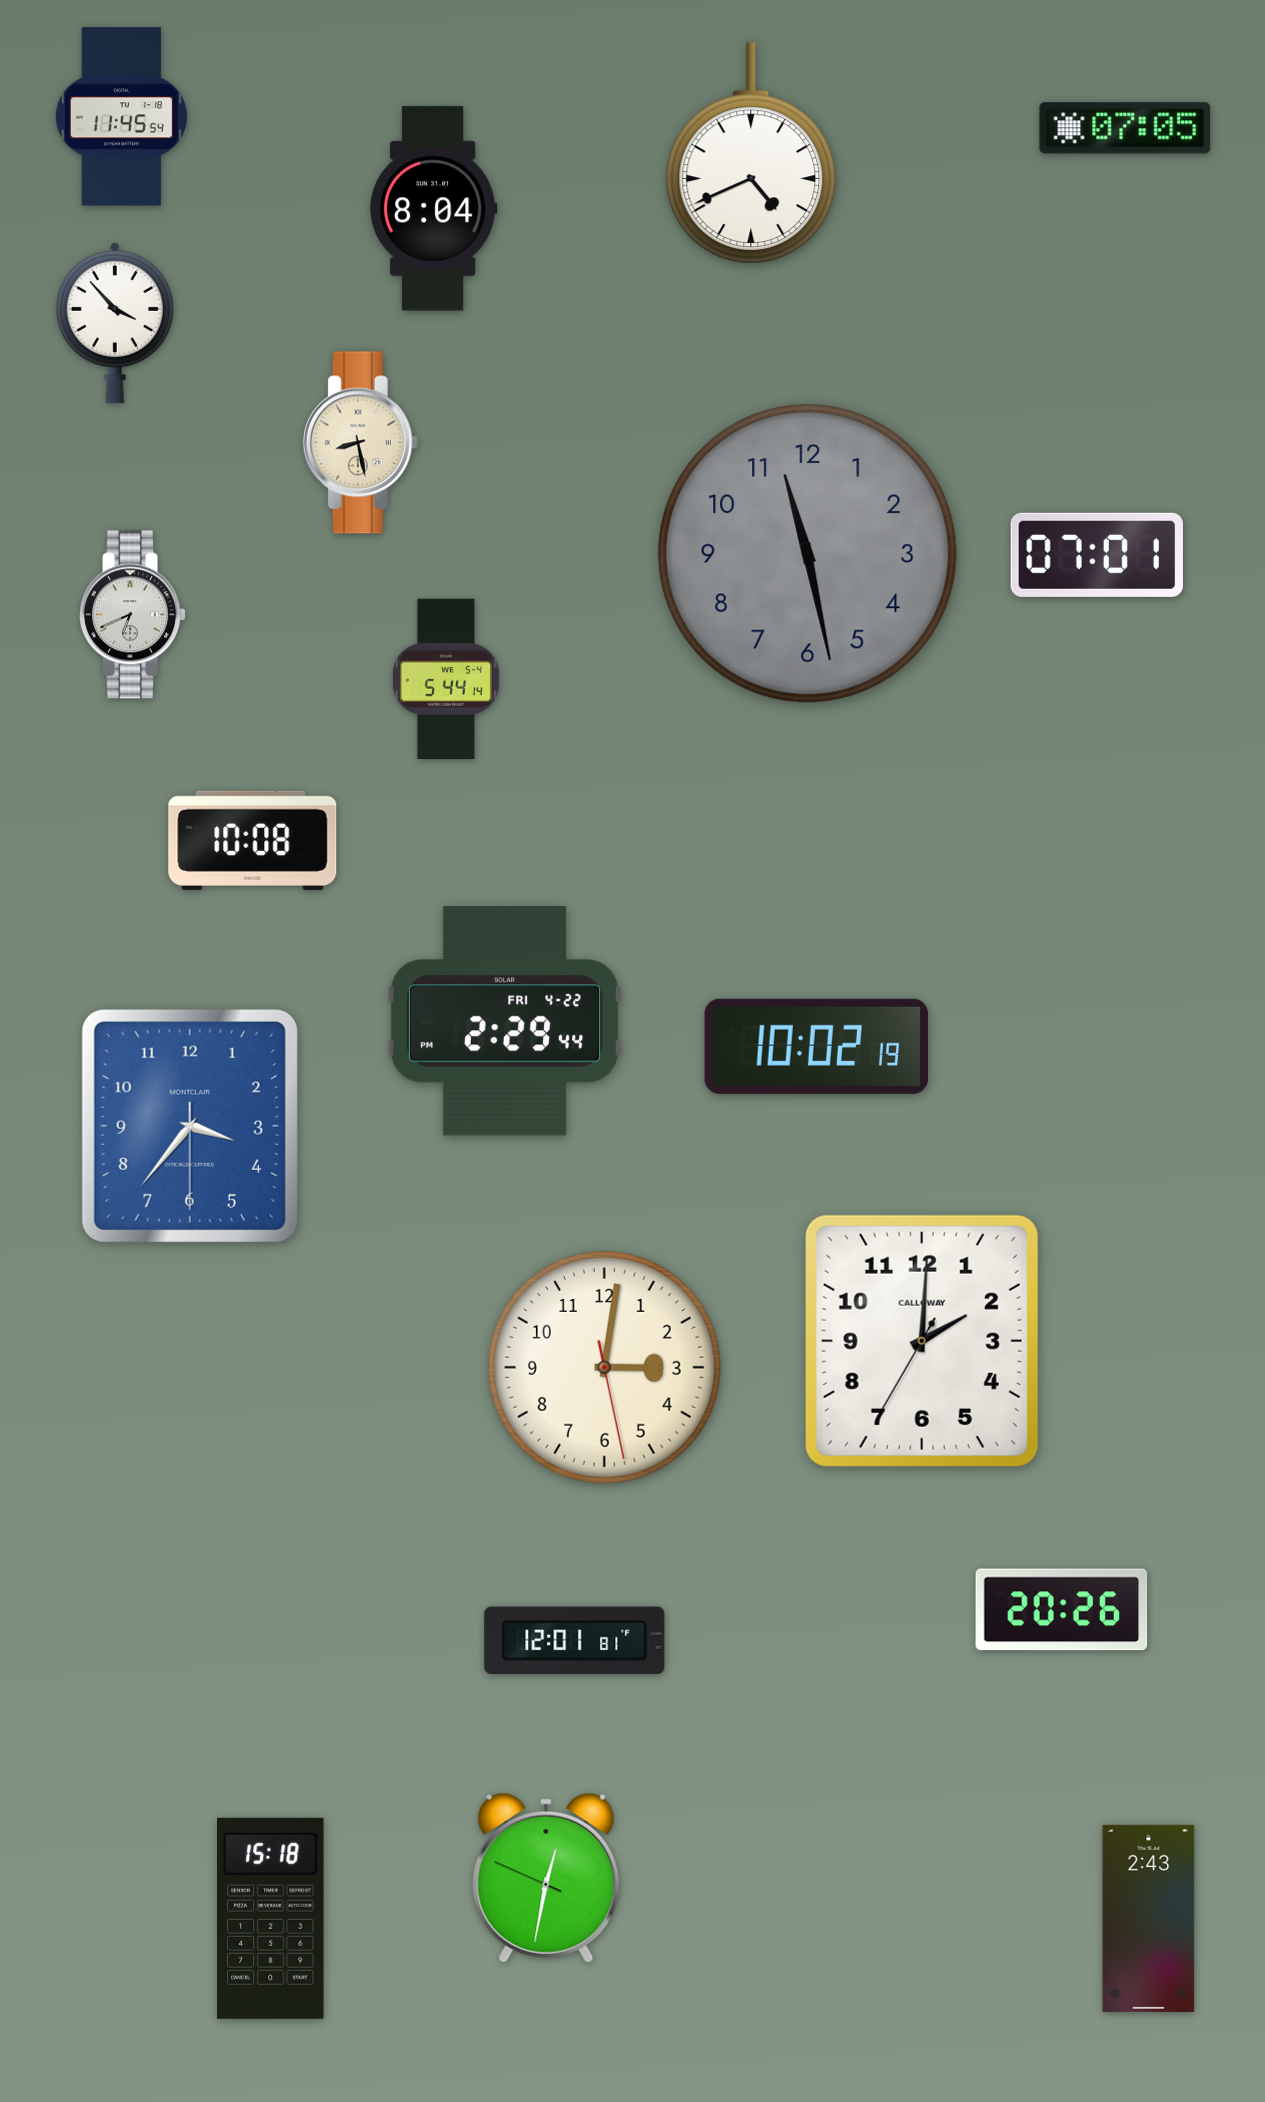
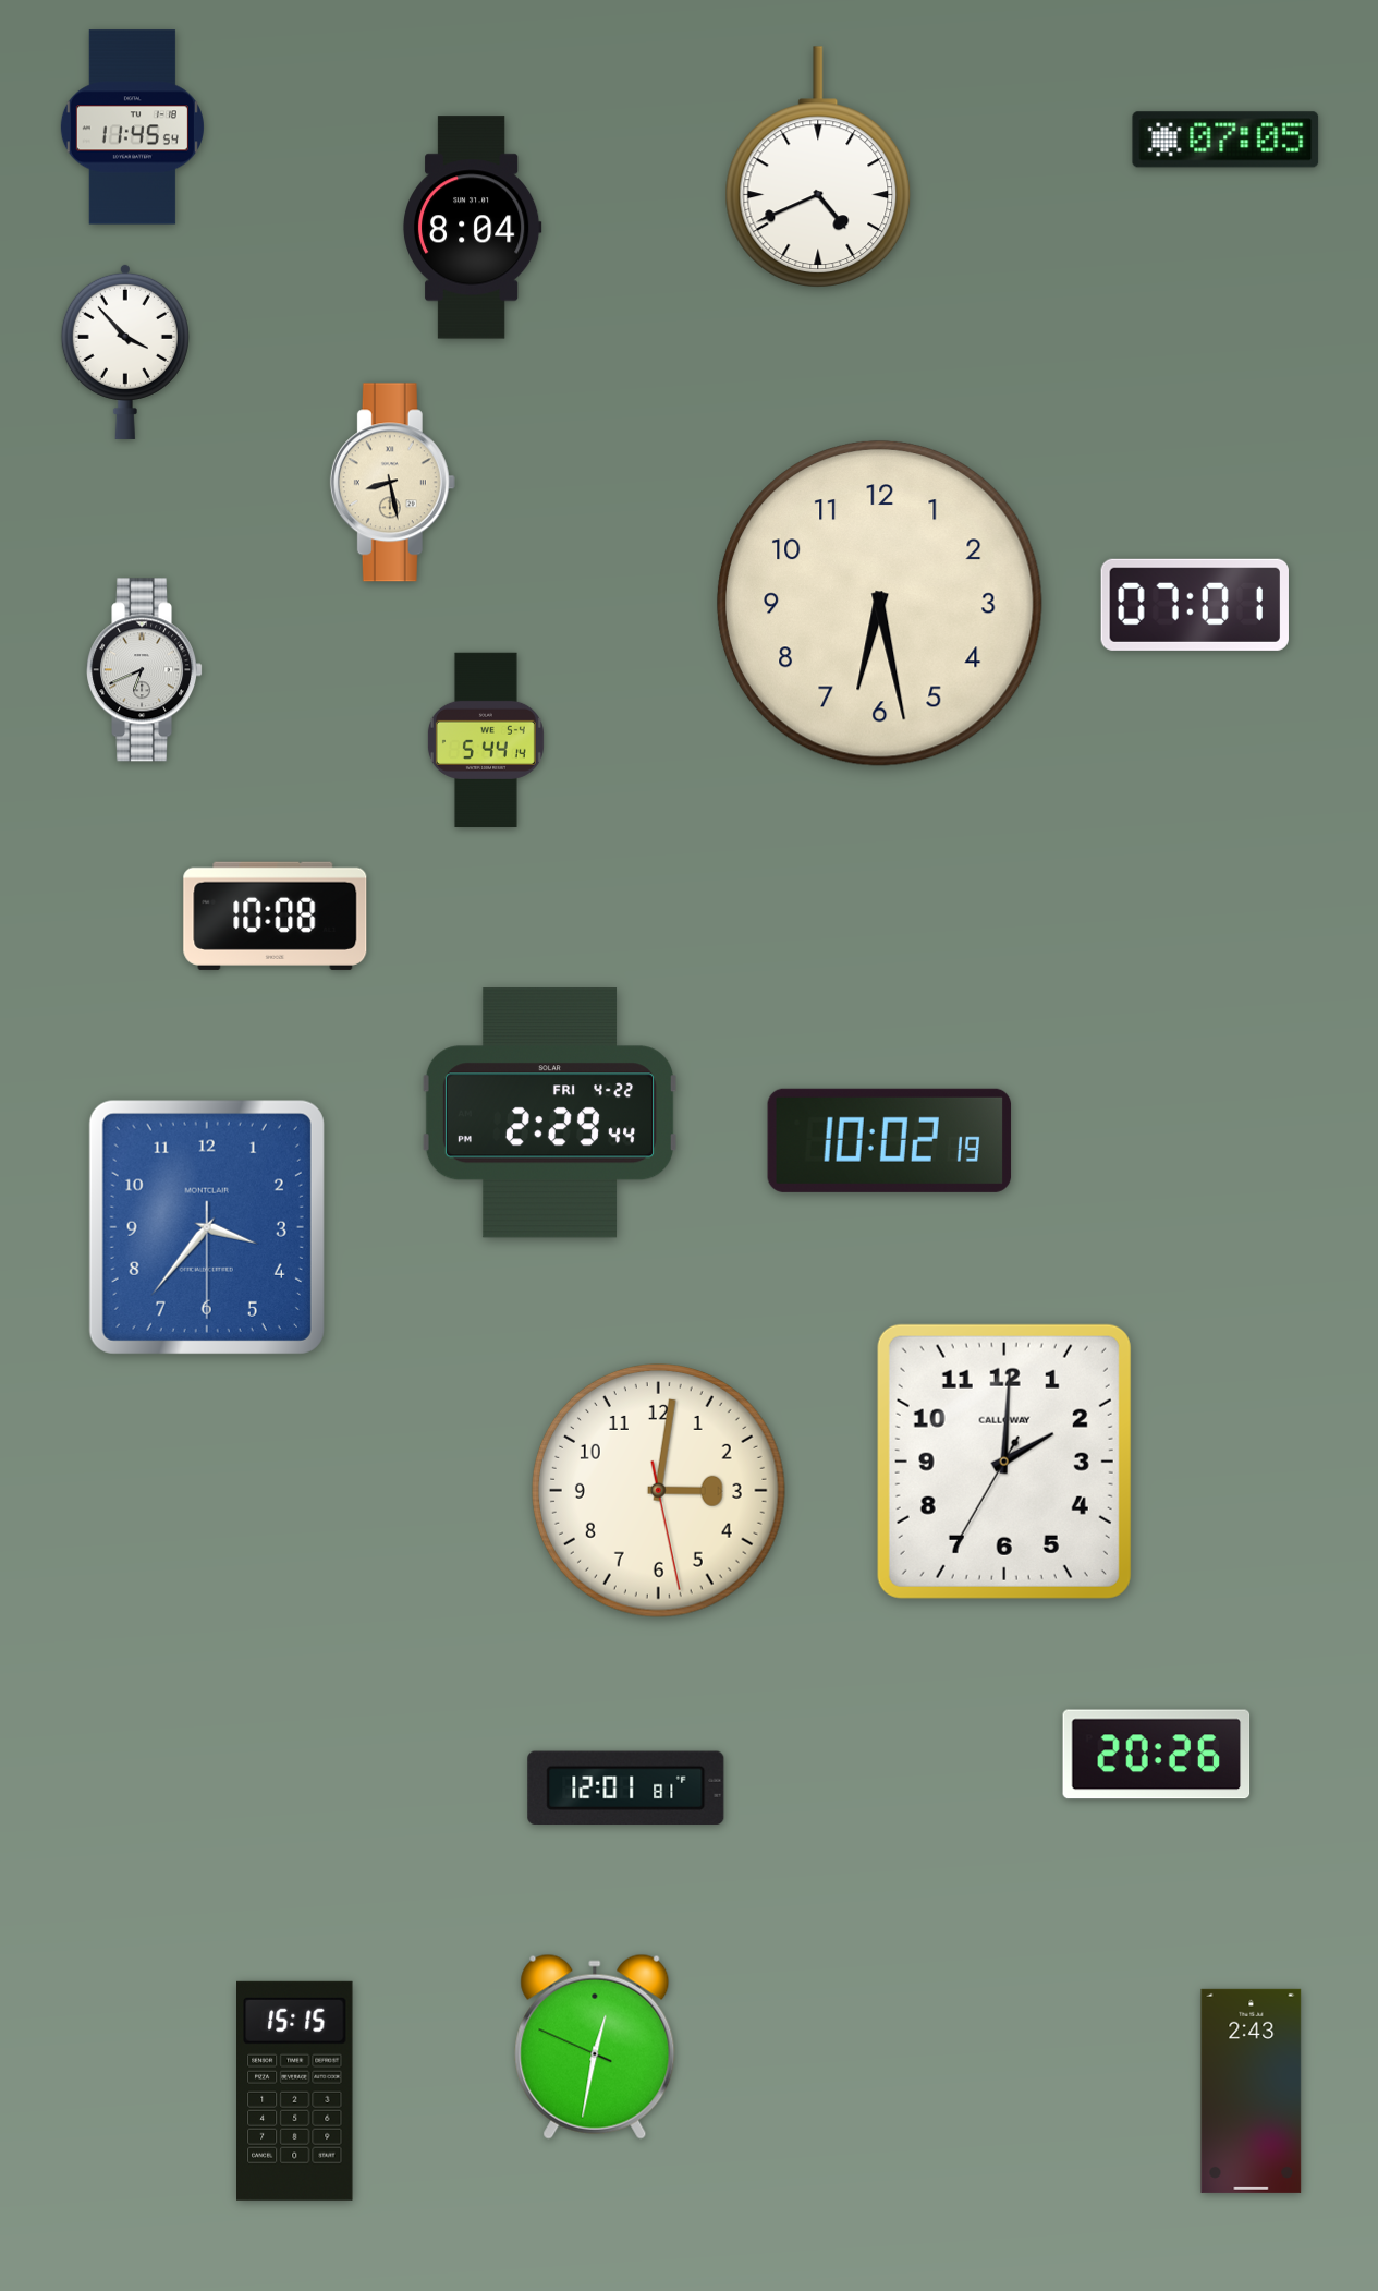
clock at (807, 553): 11:28 -> 6:28
clock at (807, 553) dial: grey -> cream
clock at (271, 1918): 15:18 -> 15:15
